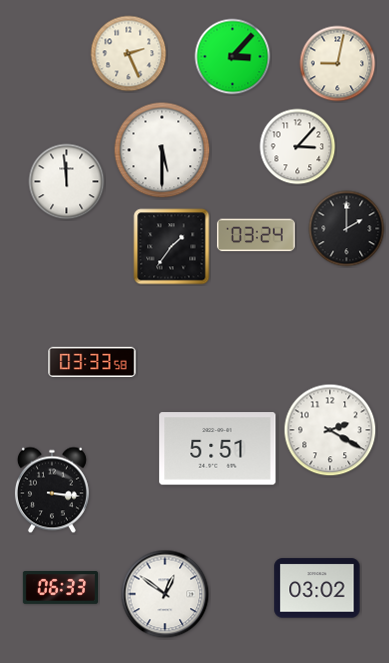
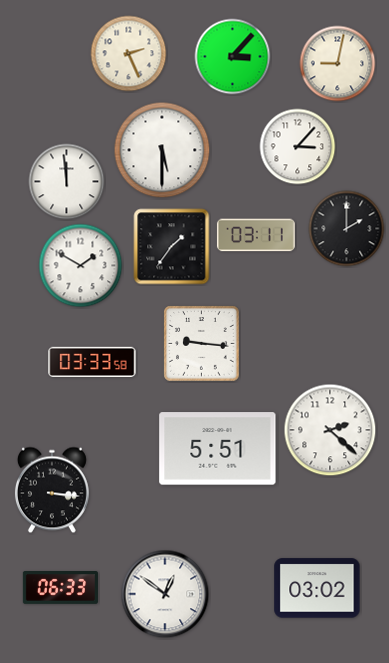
clock at (256, 235): 03:24 -> 03:11
clock at (81, 266): none -> 1:50
clock at (202, 344): none -> 9:16
clock at (330, 430): 2:20 -> 2:22
